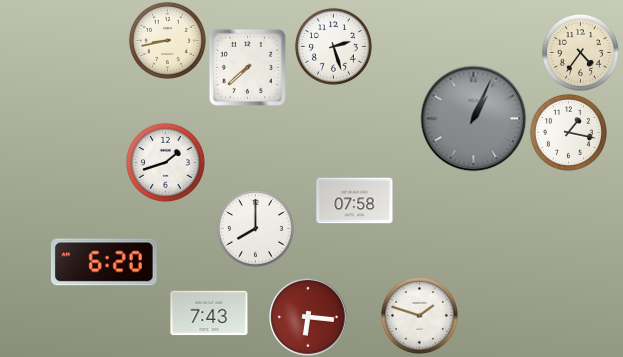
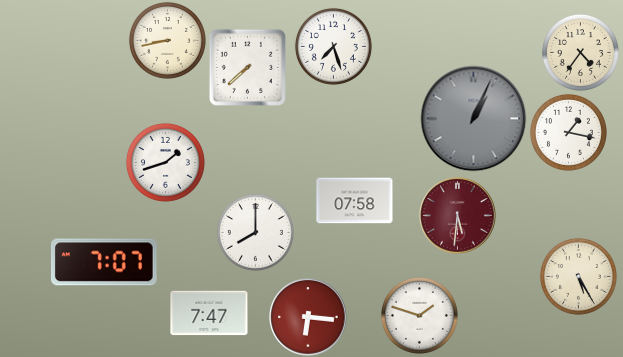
clock at (333, 46): 2:27 -> 7:27
clock at (458, 216): none -> 5:31
clock at (255, 228) position: (255, 228) -> (255, 232)
clock at (104, 262): 6:20 -> 7:07
clock at (578, 276): none -> 5:25
clock at (209, 313): 7:43 -> 7:47
